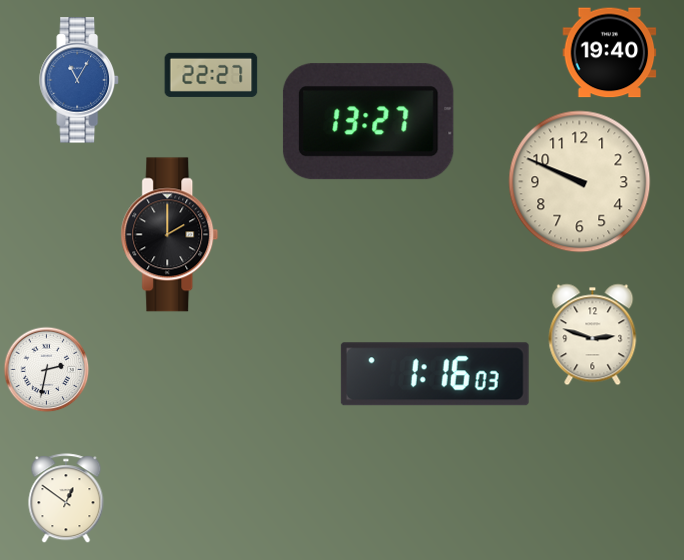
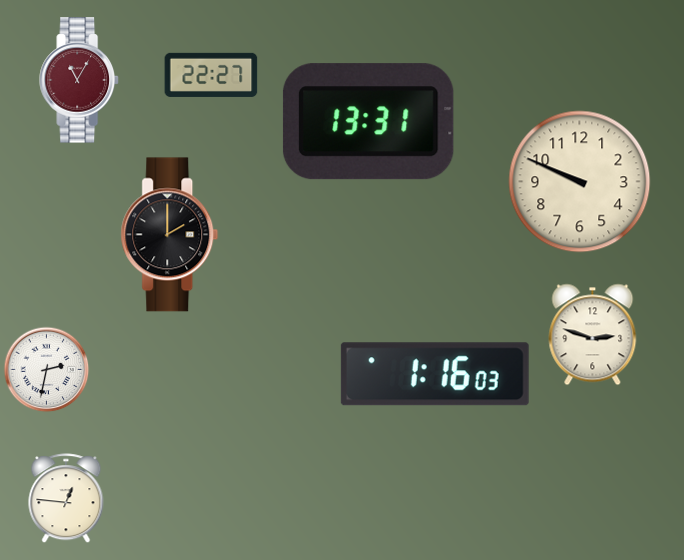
clock at (610, 53): 19:40 -> none
clock at (79, 80) dial: blue -> burgundy
clock at (368, 122): 13:27 -> 13:31
clock at (66, 499): 12:51 -> 12:46
